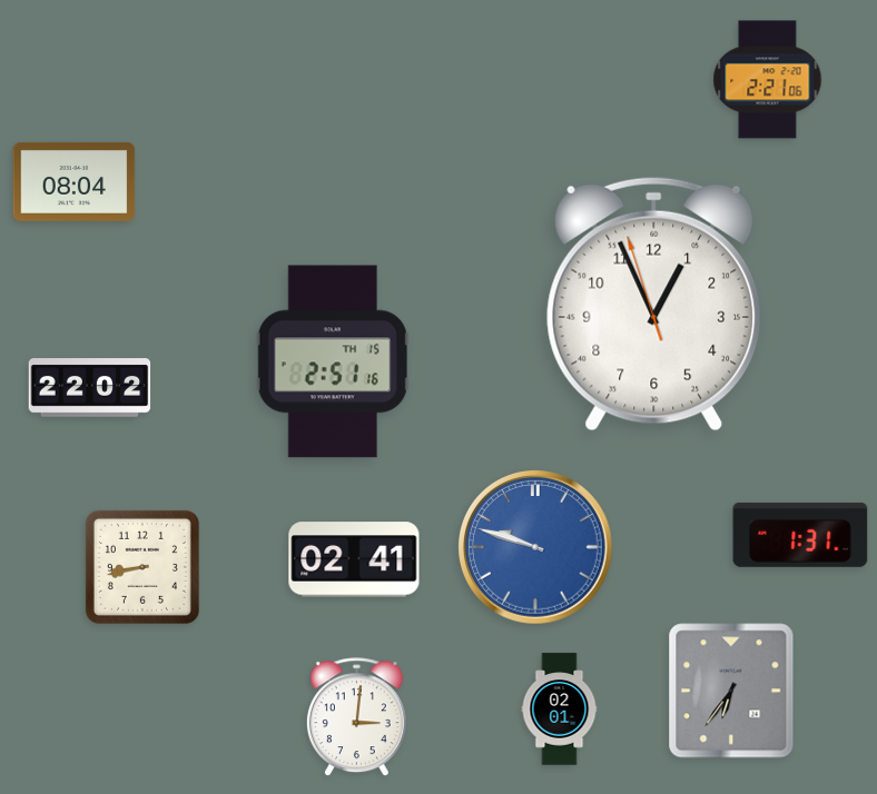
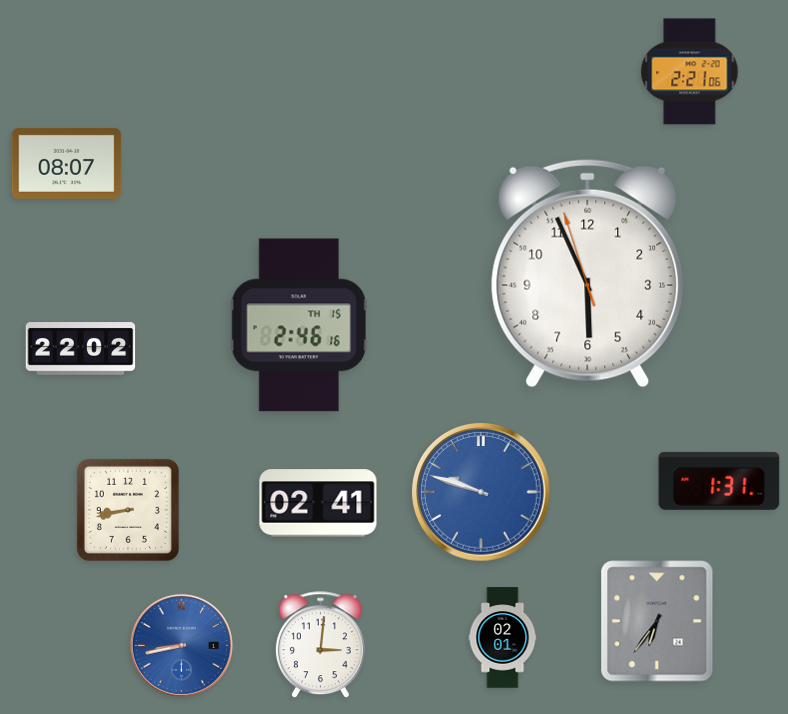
clock at (75, 181): 08:04 -> 08:07
clock at (654, 304): 12:55 -> 5:55
clock at (333, 361): 2:51 -> 2:46
clock at (181, 645): none -> 8:43
